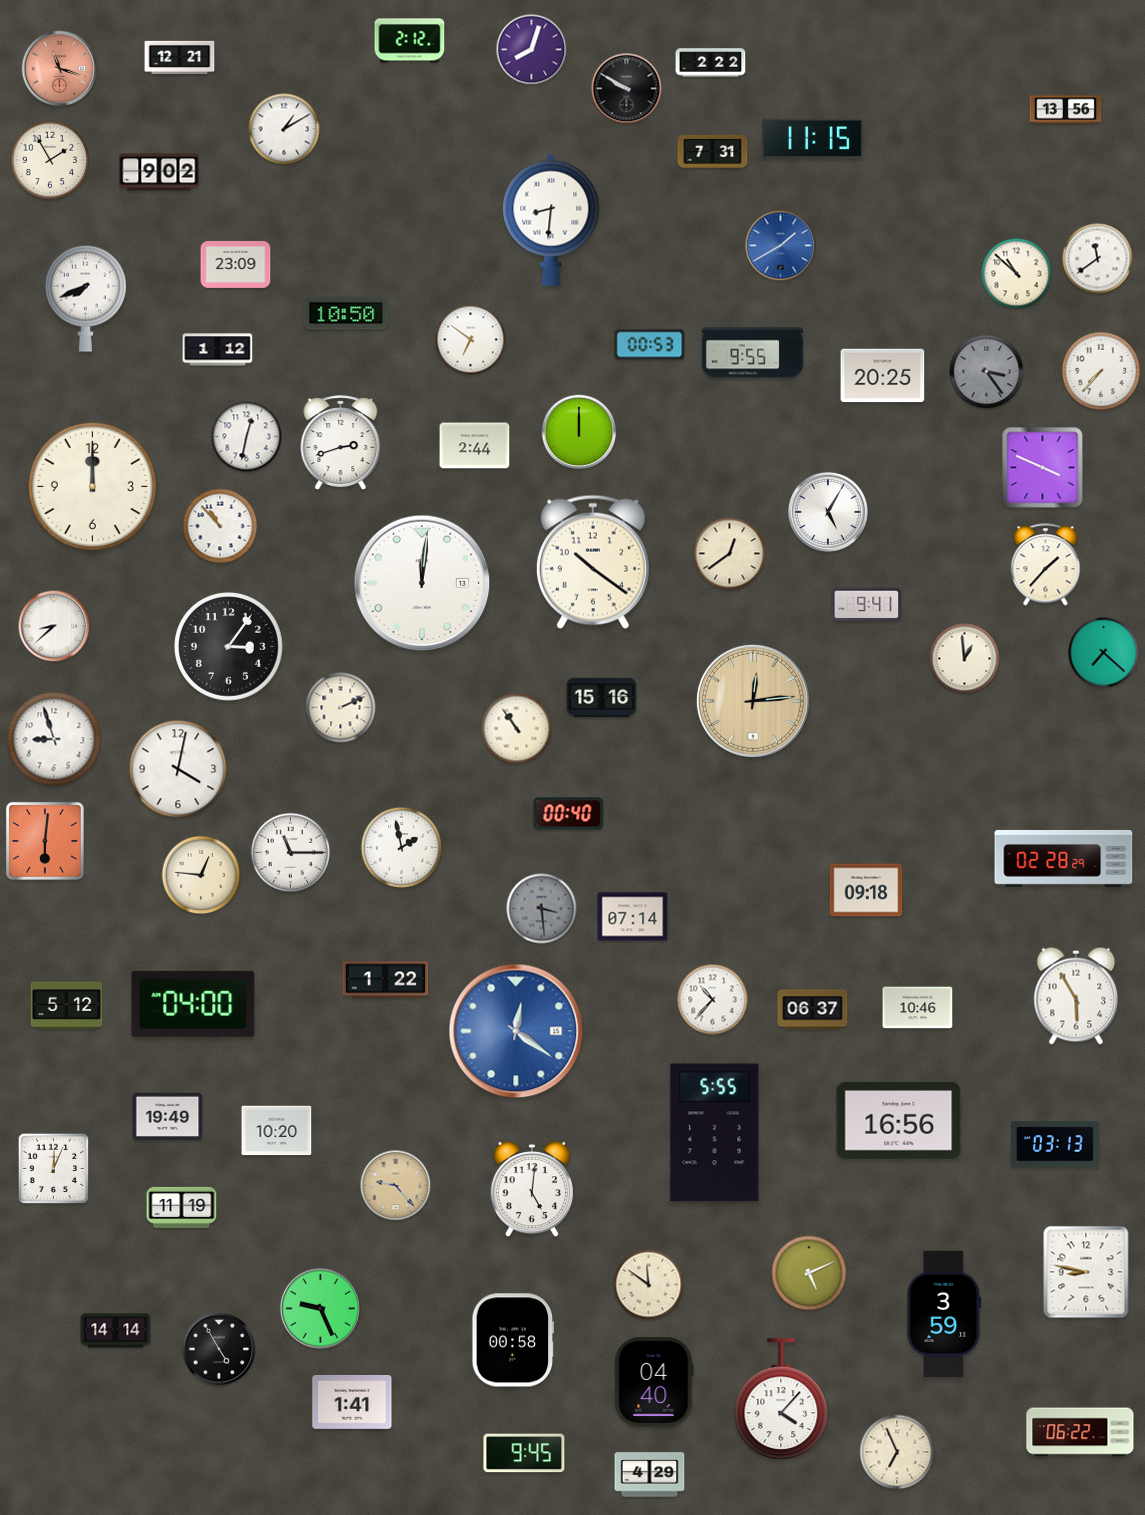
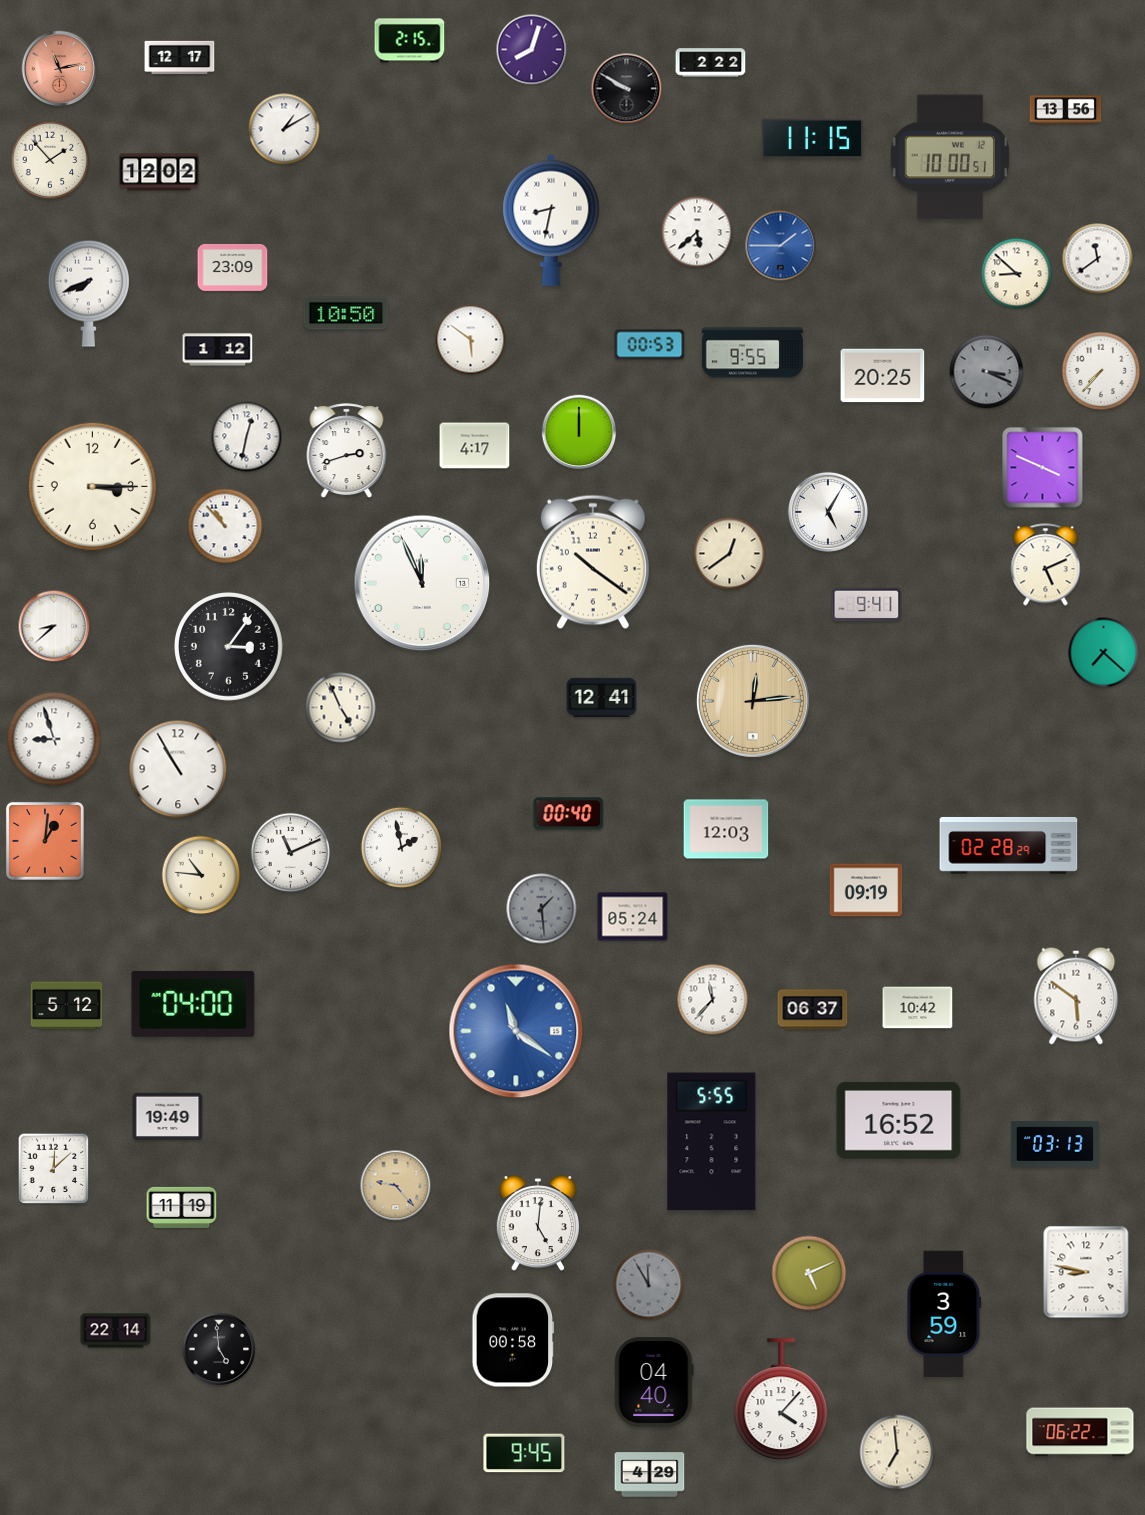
clock at (410, 41): 2:12 -> 2:15
clock at (180, 57): 12:21 -> 12:17
clock at (60, 69): 11:18 -> 11:13
clock at (713, 151): 7:31 -> none
clock at (949, 157): none -> 10:00
clock at (50, 160): 1:55 -> 1:53
clock at (159, 172): 9:02 -> 12:02
clock at (551, 220): 8:31 -> 8:32
clock at (697, 232): none -> 5:38
clock at (781, 246): 1:40 -> 1:45
clock at (236, 264) position: (236, 264) -> (233, 267)
clock at (1017, 274): 10:52 -> 8:52
clock at (85, 298) position: (85, 298) -> (88, 293)
clock at (471, 340): 6:51 -> 5:51
clock at (987, 372): 3:24 -> 3:19
clock at (341, 443) position: (341, 443) -> (347, 451)
clock at (475, 446): 2:44 -> 4:17
clock at (92, 486): 12:00 -> 3:15
clock at (220, 526) position: (220, 526) -> (225, 526)
clock at (1046, 565): 1:37 -> 5:11
clock at (422, 583): 12:01 -> 11:56
clock at (965, 659): 12:59 -> none
clock at (602, 698): 15:16 -> 12:41
clock at (341, 708): 2:11 -> 4:56
clock at (517, 729): 10:54 -> none
clock at (178, 769): 4:02 -> 10:55
clock at (726, 829): none -> 12:03
clock at (45, 841): 6:01 -> 1:01
clock at (291, 853): 11:15 -> 11:11
clock at (1064, 858) position: (1064, 858) -> (1009, 845)
clock at (201, 875): 12:46 -> 10:46
clock at (866, 890): 09:18 -> 09:19
clock at (542, 909): 3:29 -> 1:29
clock at (633, 917): 07:14 -> 05:24
clock at (386, 980): 1:22 -> none
clock at (1076, 996): 5:55 -> 5:51
clock at (713, 1000): 10:37 -> 11:37
clock at (918, 1008): 10:46 -> 10:42
clock at (516, 1031): 12:21 -> 11:21
clock at (899, 1120): 16:56 -> 16:52
clock at (277, 1131): 10:20 -> none
clock at (715, 1133) position: (715, 1133) -> (712, 1142)
clock at (54, 1169): 12:04 -> 12:08
clock at (531, 1190) position: (531, 1190) -> (537, 1224)
clock at (649, 1285): 11:51 -> 11:55
clock at (649, 1285) dial: cream -> grey
clock at (320, 1308): 9:26 -> none
clock at (116, 1331): 14:14 -> 22:14
clock at (219, 1349): 4:55 -> 4:59
clock at (352, 1402): 1:41 -> none
clock at (897, 1452): 6:56 -> 6:59
